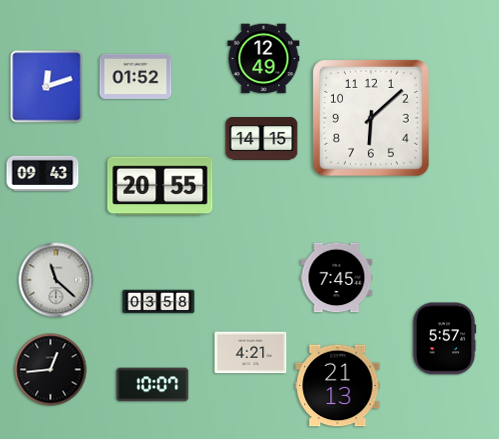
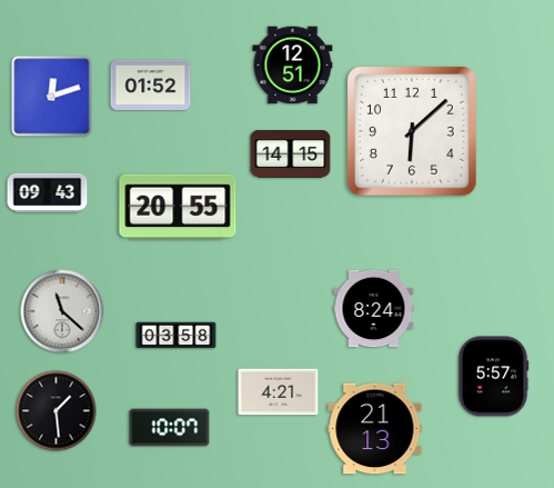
clock at (264, 59): 12:49 -> 12:51
clock at (337, 278): 7:45 -> 8:24
clock at (51, 370): 12:44 -> 1:29
